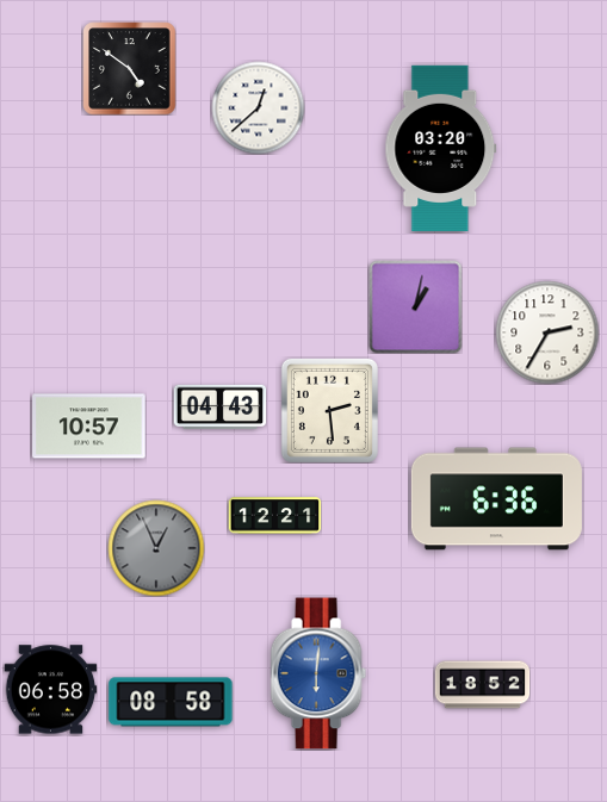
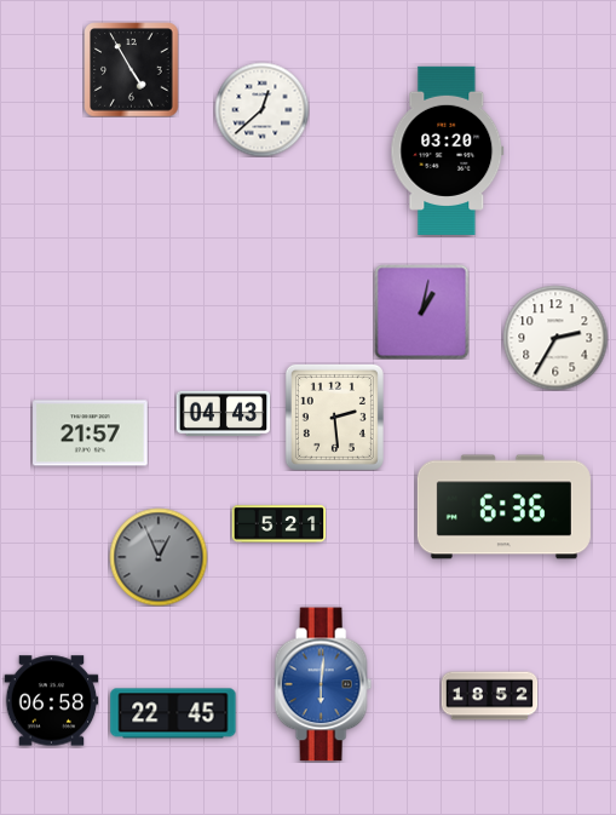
clock at (129, 68): 4:51 -> 4:55
clock at (89, 427): 10:57 -> 21:57
clock at (274, 516): 12:21 -> 5:21
clock at (171, 702): 08:58 -> 22:45
